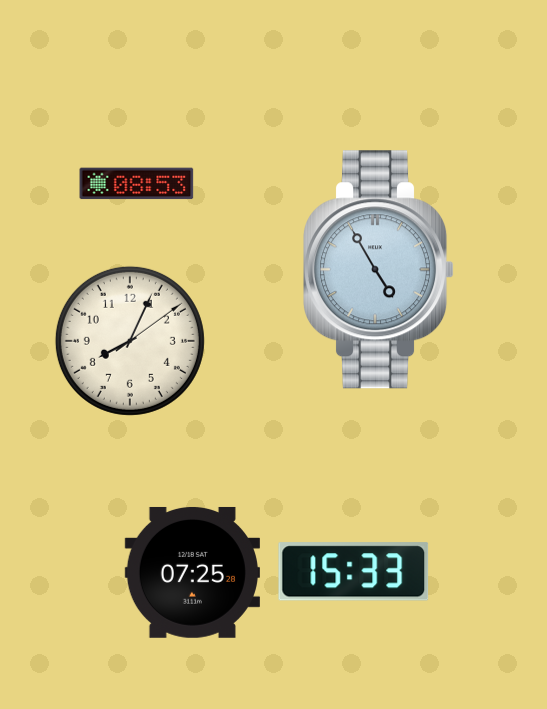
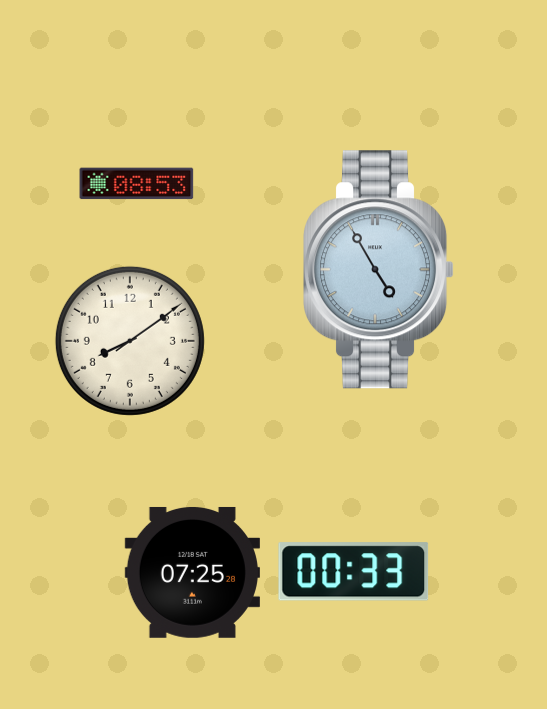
clock at (130, 341): 8:04 -> 8:09
clock at (354, 572): 15:33 -> 00:33
